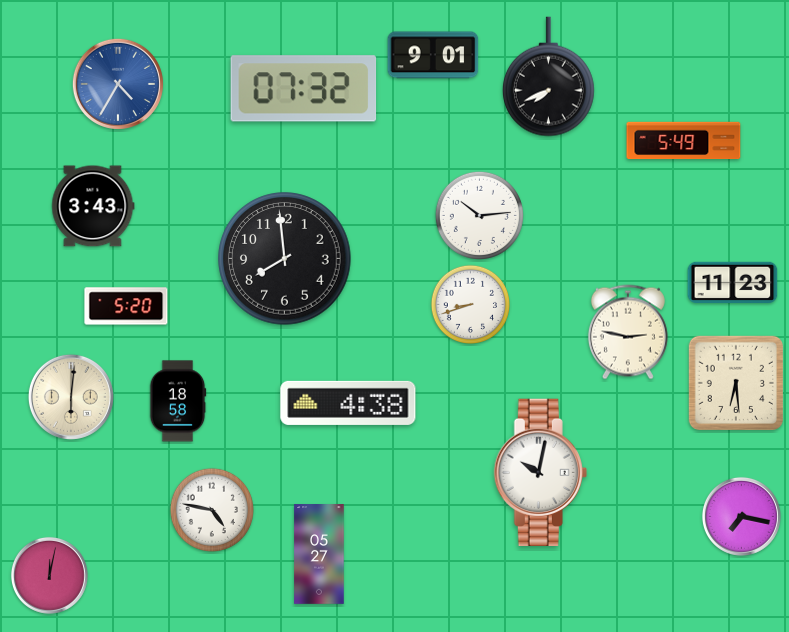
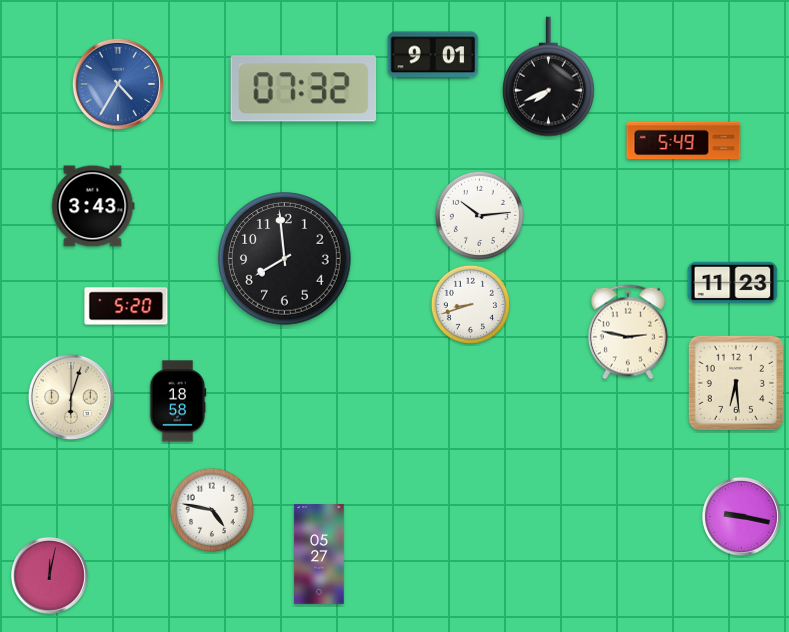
clock at (71, 397): 6:01 -> 6:03
clock at (348, 403): 4:38 -> none
clock at (540, 472): 10:02 -> none
clock at (741, 516): 7:17 -> 9:17
